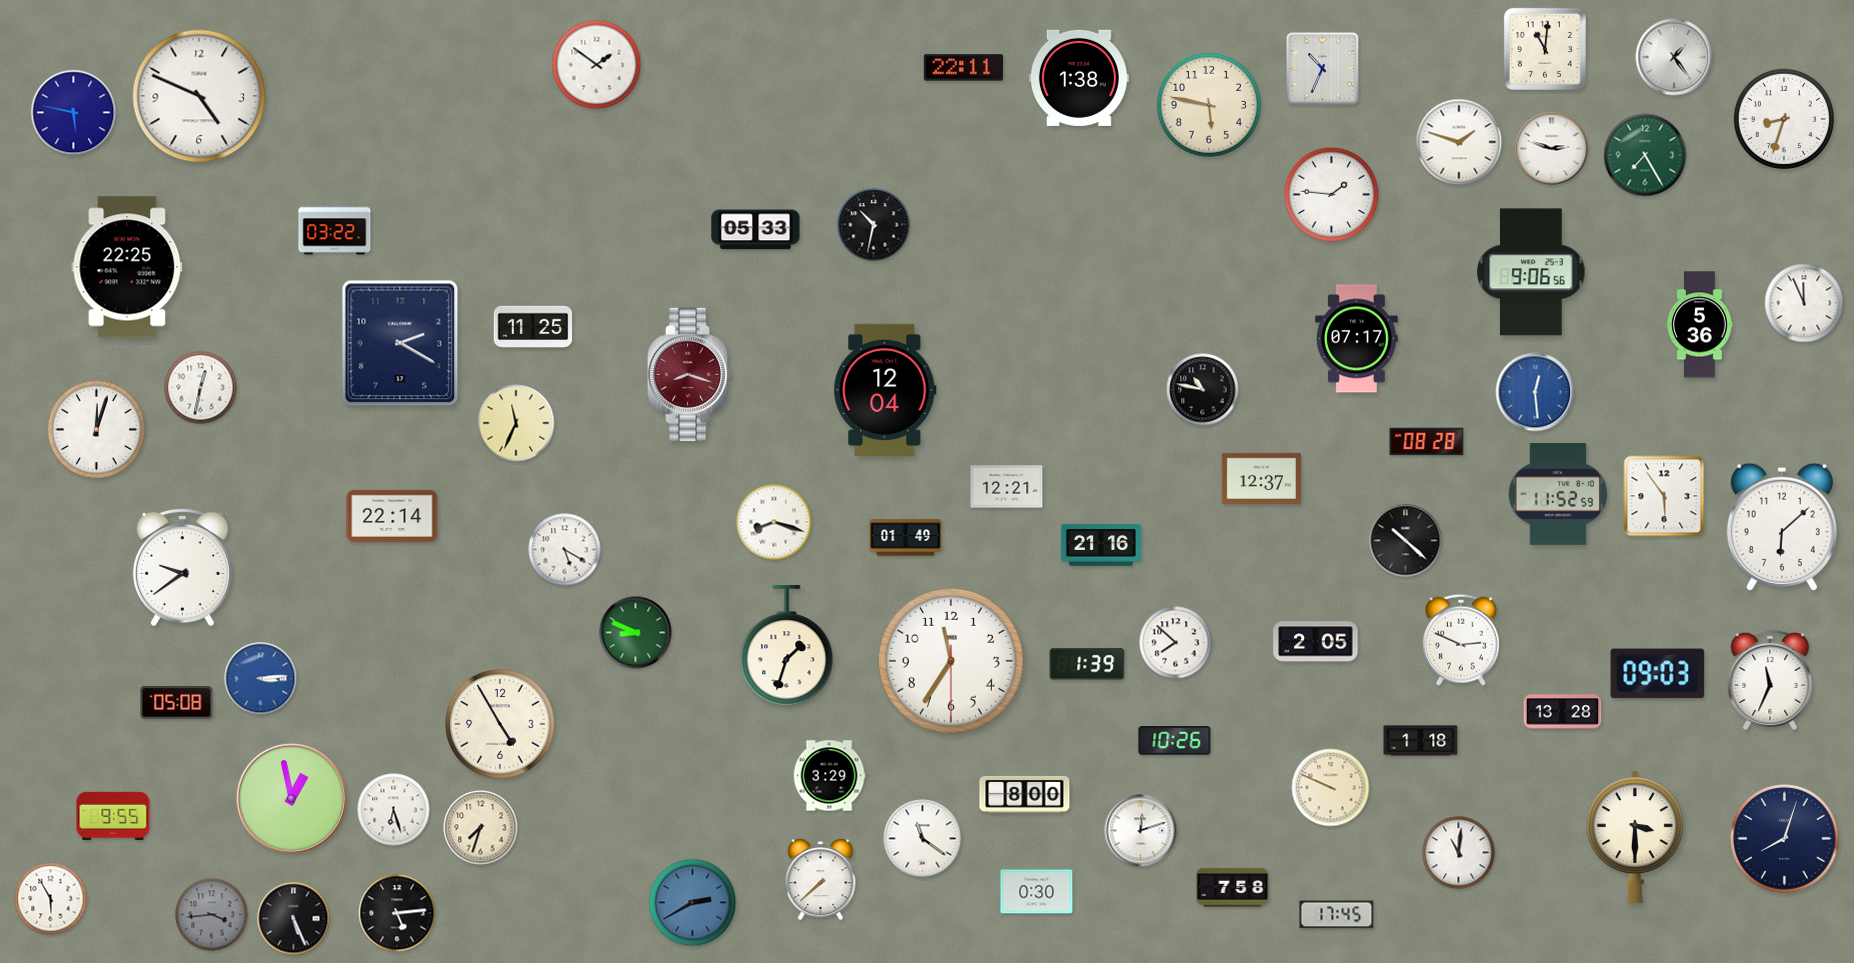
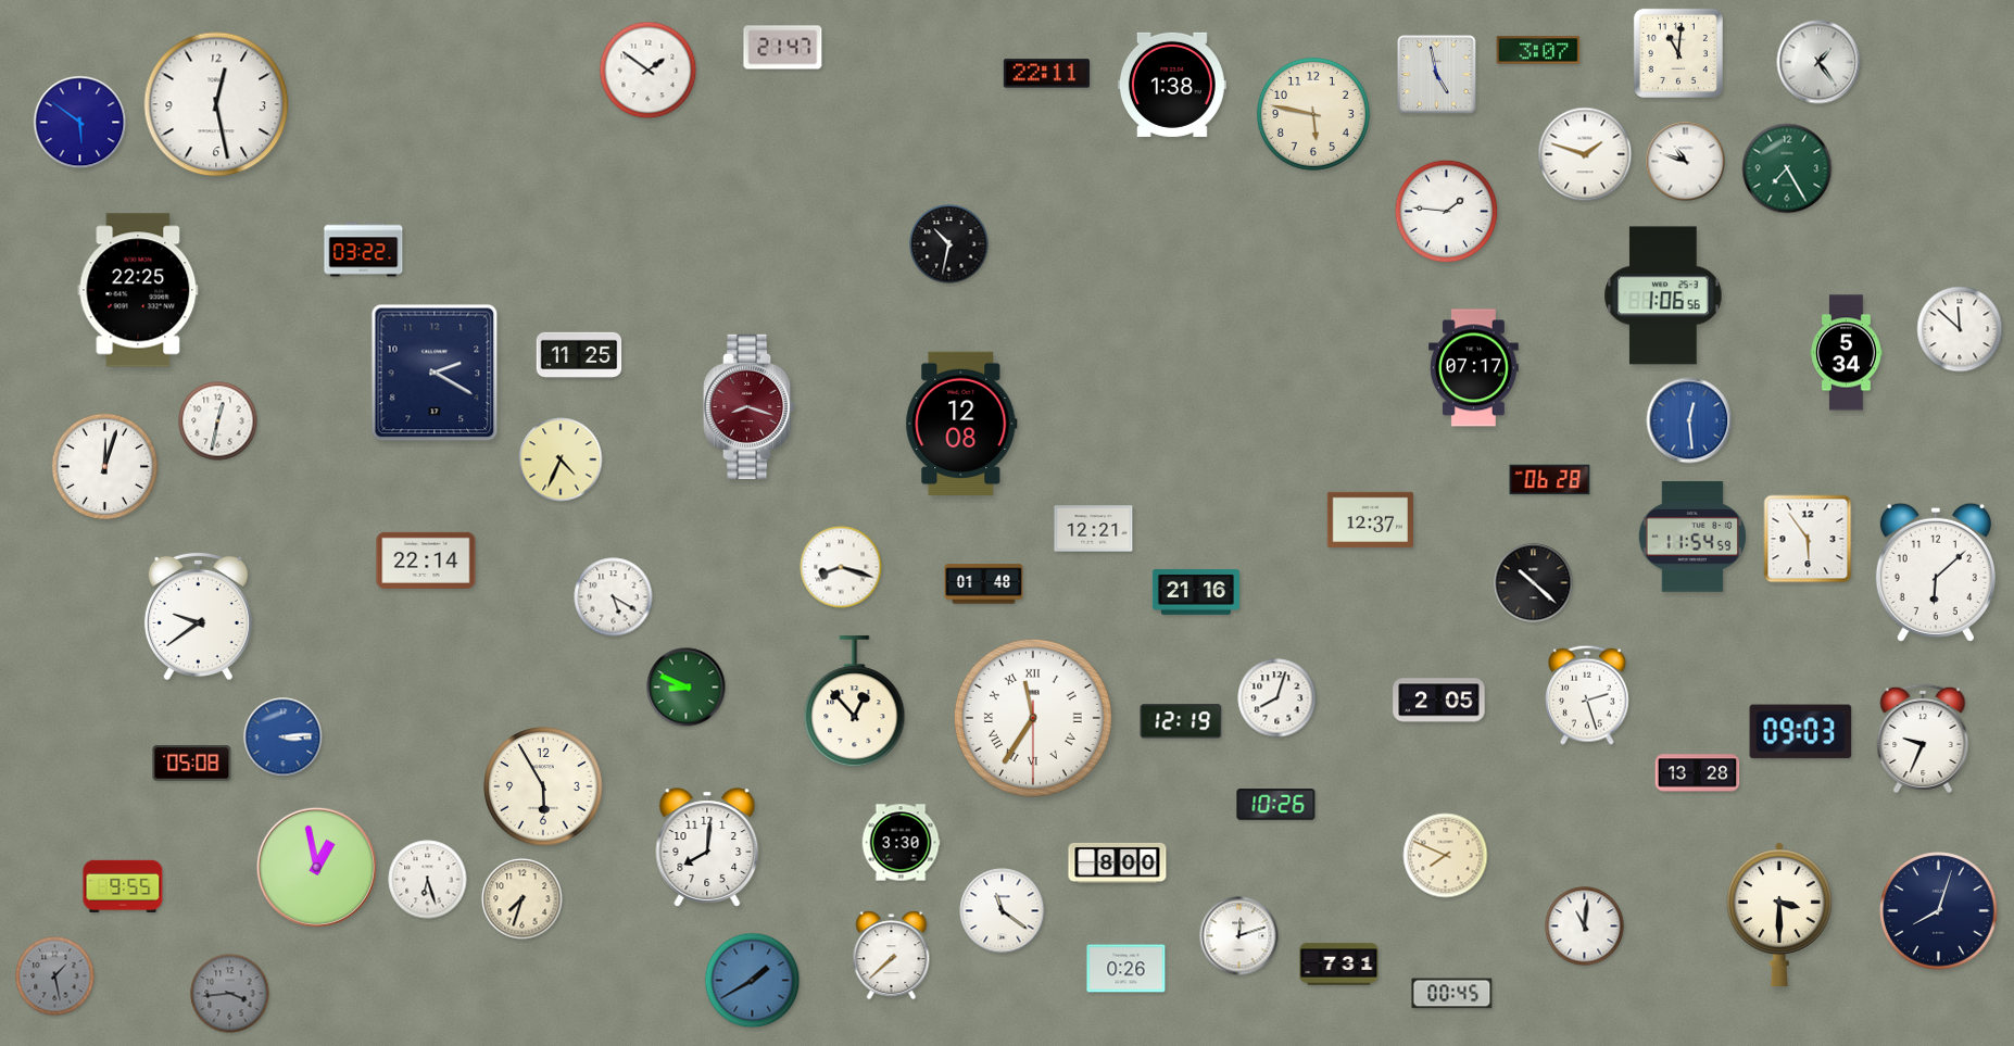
clock at (783, 48): none -> 21:47
clock at (1538, 50): none -> 3:07
clock at (1323, 69): 10:34 -> 4:58
clock at (199, 96): 4:49 -> 12:28
clock at (74, 113): 5:47 -> 5:51
clock at (1784, 119): 8:33 -> none
clock at (1552, 149): 2:48 -> 10:48
clock at (756, 230): 05:33 -> none
clock at (1531, 272): 9:06 -> 1:06
clock at (1804, 303): 11:56 -> 11:52
clock at (1700, 325): 5:36 -> 5:34
clock at (885, 390): 12:04 -> 12:08
clock at (1203, 390): 10:47 -> none
clock at (1535, 392) position: (1535, 392) -> (1689, 420)
clock at (516, 423): 11:34 -> 4:34
clock at (1427, 442): 08:28 -> 06:28
clock at (1558, 494): 11:52 -> 11:54
clock at (906, 538): 01:49 -> 01:48
clock at (1406, 541) position: (1406, 541) -> (1534, 583)
clock at (636, 633) position: (636, 633) -> (687, 688)
clock at (1461, 640): 2:49 -> 2:27
clock at (1316, 642) position: (1316, 642) -> (1439, 701)
clock at (1176, 643): 7:52 -> 8:03
clock at (787, 646): 1:33 -> 12:53
clock at (951, 661) numerals: Arabic -> Roman
clock at (1087, 664): 1:39 -> 12:19
clock at (1770, 680): 11:34 -> 9:34
clock at (500, 724): 4:55 -> 5:55
clock at (1421, 741): 1:18 -> none
clock at (829, 776): 3:29 -> 3:30
clock at (707, 847): none -> 8:01
clock at (1331, 788): 9:49 -> 7:49
clock at (1025, 794) position: (1025, 794) -> (1118, 862)
clock at (1141, 831) position: (1141, 831) -> (1239, 936)
clock at (1635, 836) position: (1635, 836) -> (1779, 913)
clock at (1233, 888): 7:58 -> 7:31
clock at (1037, 892): 0:30 -> 0:26
clock at (51, 899): 5:55 -> 1:28
clock at (51, 899) dial: white -> grey
clock at (693, 903): 2:40 -> 1:40
clock at (397, 913): 5:14 -> none
clock at (1337, 915): 17:45 -> 00:45
clock at (294, 919): 5:26 -> none
